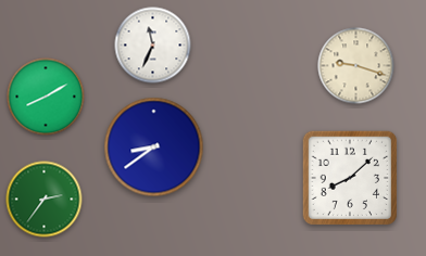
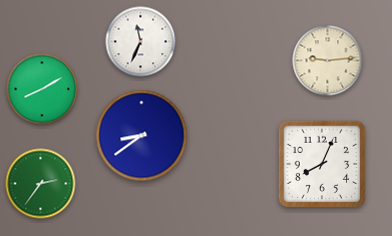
clock at (356, 66): 9:18 -> 9:14
clock at (350, 178): 8:08 -> 8:04
